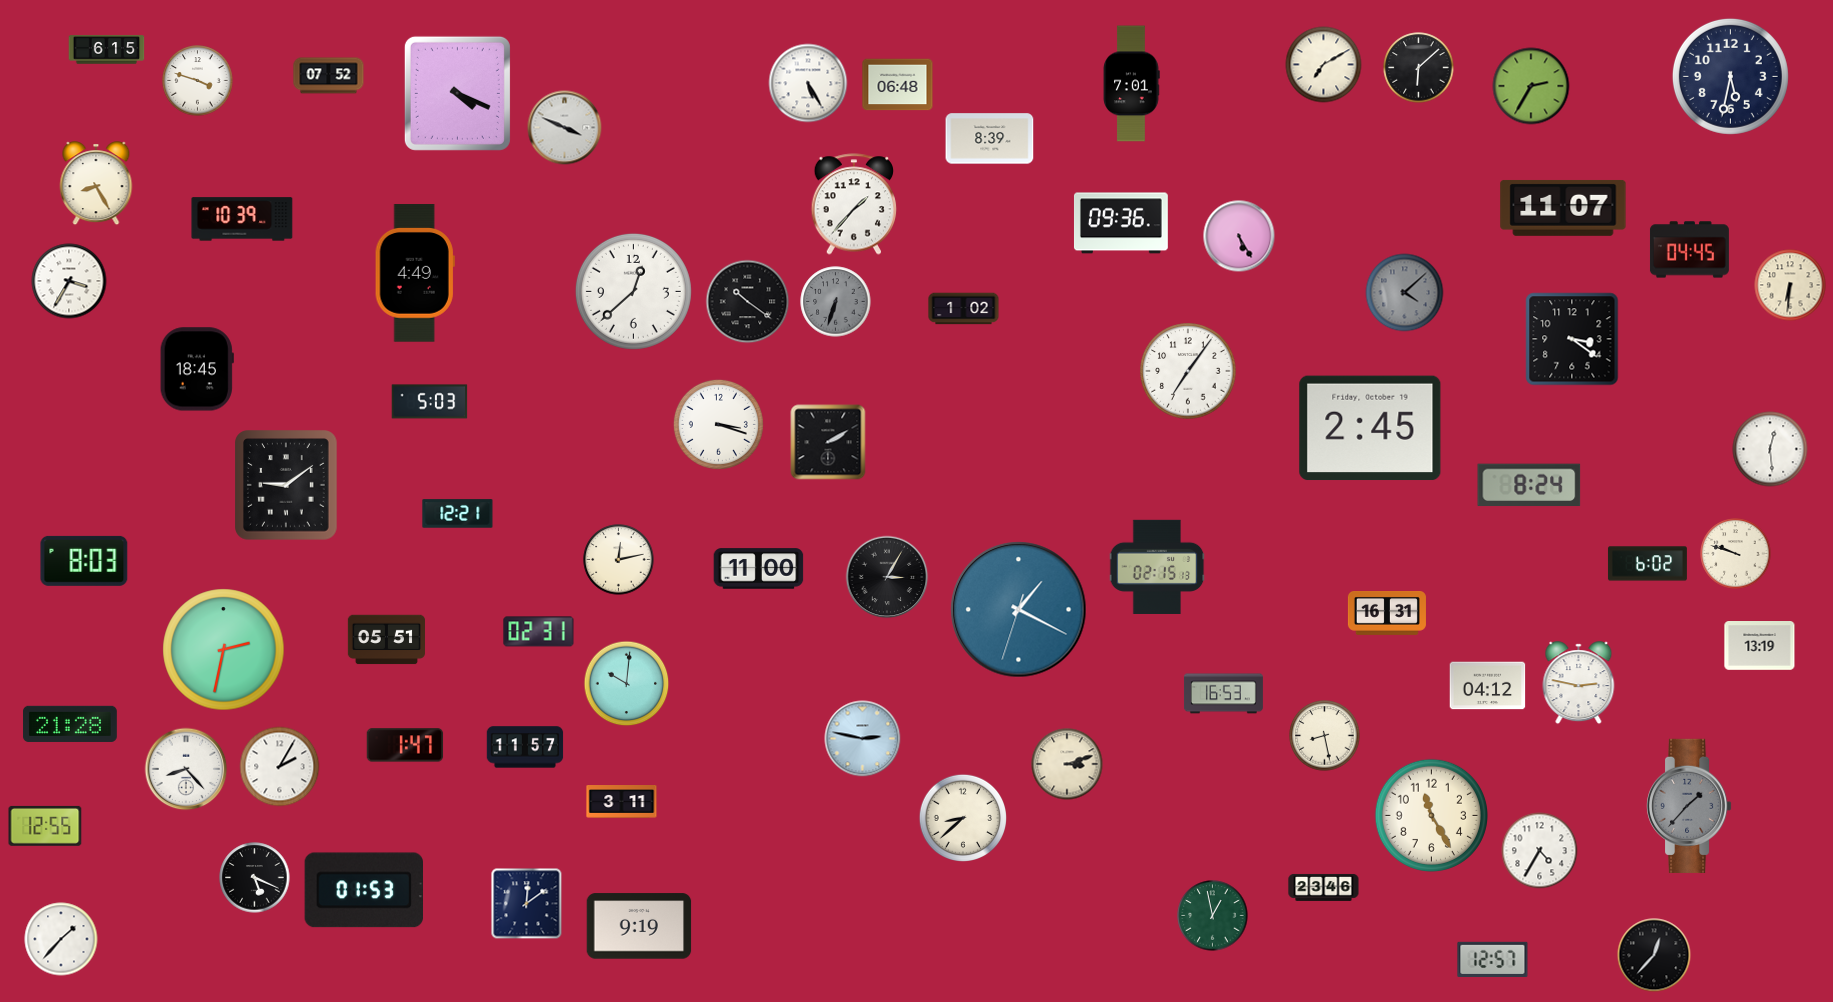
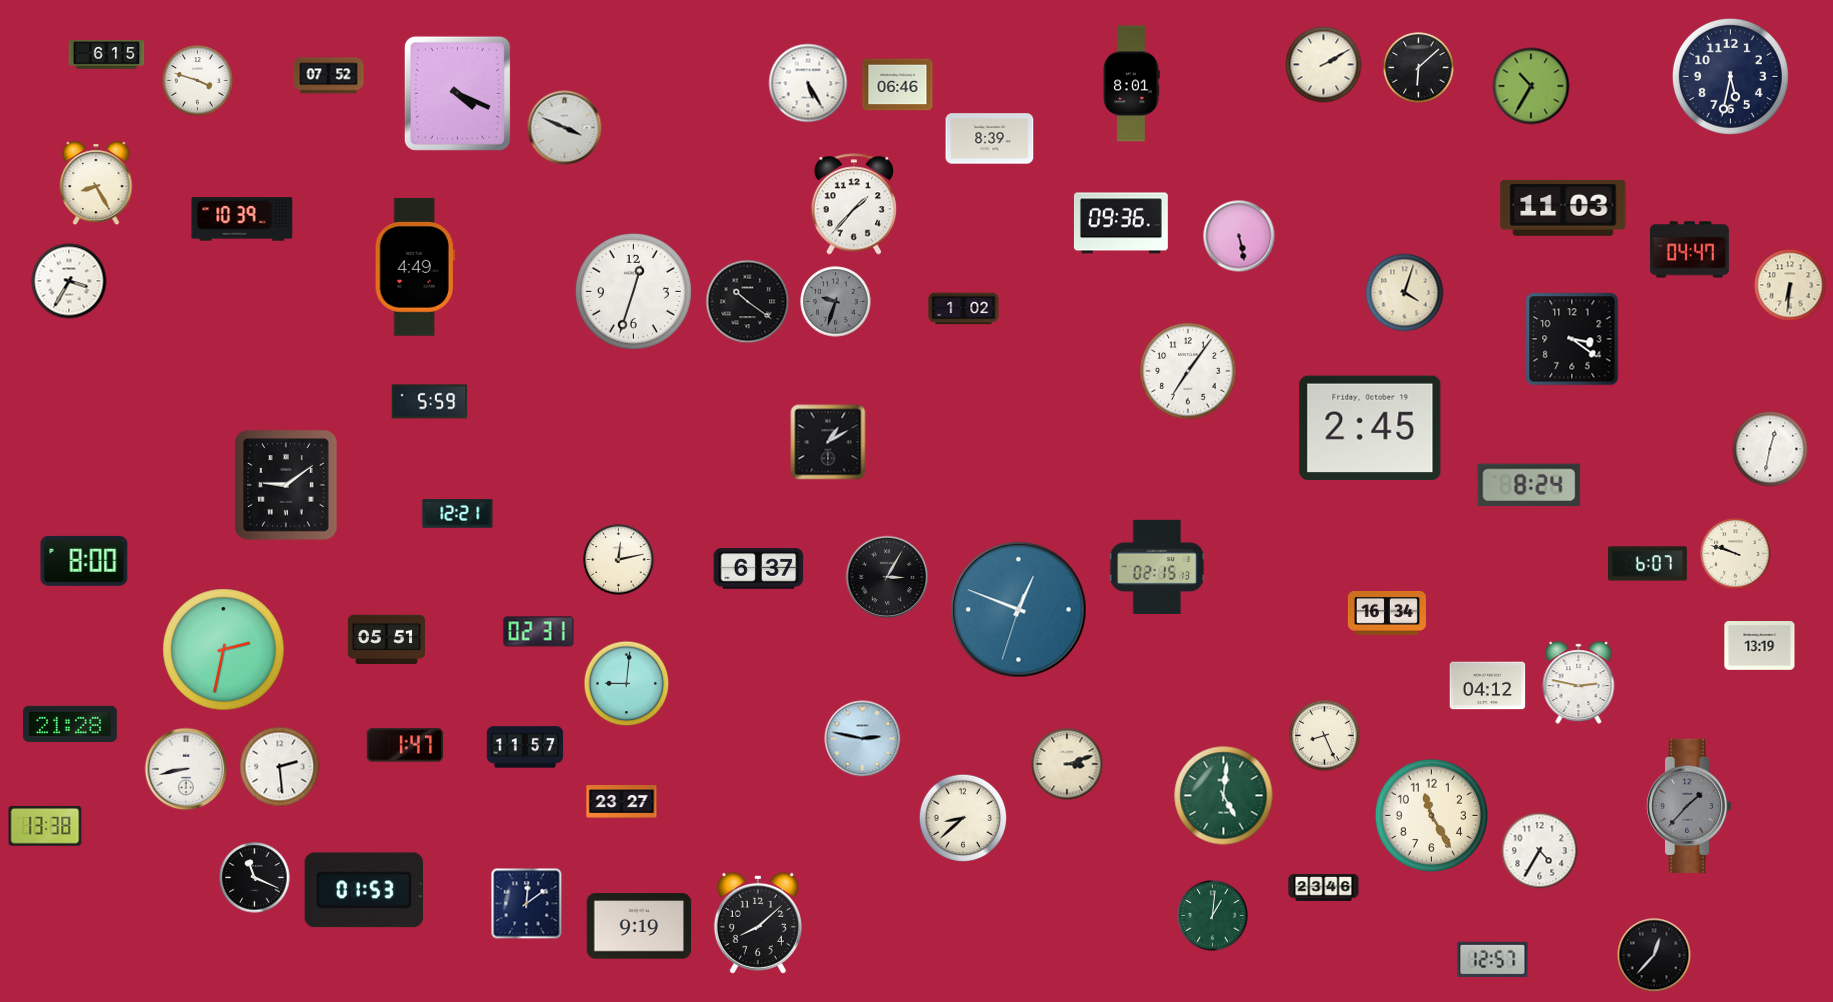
clock at (107, 50) position: (107, 50) -> (107, 55)
clock at (1324, 65): 7:10 -> 2:10
clock at (1131, 84): 7:01 -> 8:01
clock at (898, 85): 06:48 -> 06:46
clock at (1531, 86): 2:35 -> 10:35
clock at (1563, 208): 11:07 -> 11:03
clock at (1239, 236): 5:25 -> 5:28
clock at (1689, 250): 04:45 -> 04:47
clock at (415, 273) position: (415, 273) -> (415, 267)
clock at (633, 291): 12:38 -> 12:33
clock at (1405, 293): 4:08 -> 4:03
clock at (1405, 293) dial: grey -> cream
clock at (836, 302): 6:33 -> 9:33
clock at (197, 369): 18:45 -> none
clock at (430, 402): 5:03 -> 5:59
clock at (718, 424): 3:18 -> none
clock at (828, 442): 2:10 -> 1:10
clock at (1770, 449): 12:29 -> 12:32
clock at (84, 561): 8:03 -> 8:00
clock at (1647, 564): 6:02 -> 6:07
clock at (759, 569): 11:00 -> 6:37
clock at (1019, 610): 1:19 -> 12:48
clock at (1387, 614): 16:31 -> 16:34
clock at (627, 684): 10:01 -> 9:01
clock at (1223, 694): 16:53 -> none
clock at (1325, 736): 8:28 -> 8:26
clock at (280, 767): 2:05 -> 2:29
clock at (186, 769): 8:23 -> 8:43
clock at (1224, 796): none -> 5:01
clock at (622, 802): 3:11 -> 23:27
clock at (45, 826): 12:55 -> 13:38
clock at (255, 878): 5:19 -> 11:19
clock at (1213, 916): 12:58 -> 1:01
clock at (758, 923): none -> 8:08
clock at (61, 939): 1:37 -> none
